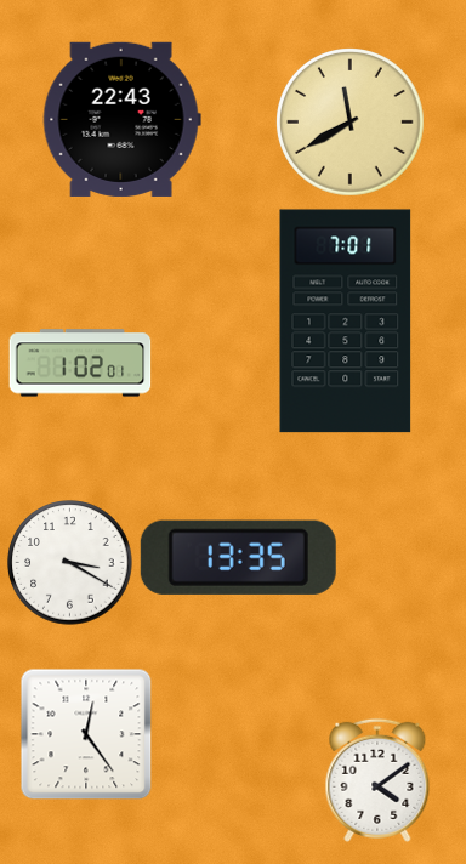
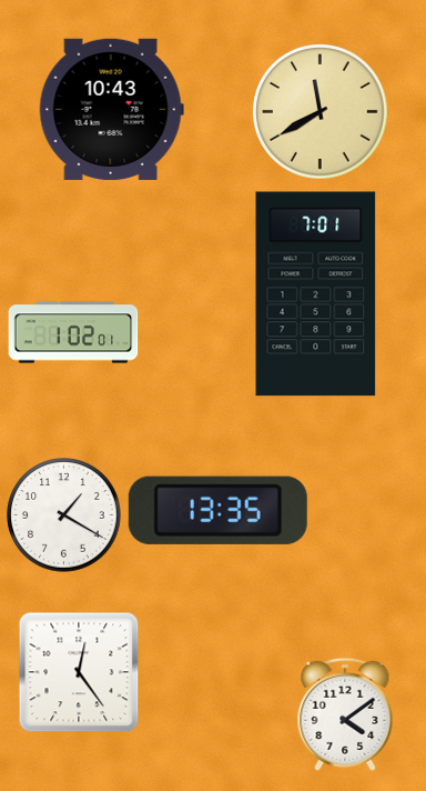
clock at (121, 119): 22:43 -> 10:43
clock at (70, 563): 3:20 -> 1:20
